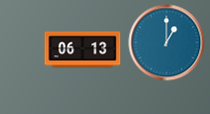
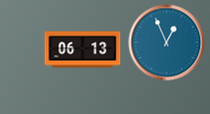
clock at (167, 43): 1:00 -> 12:56
